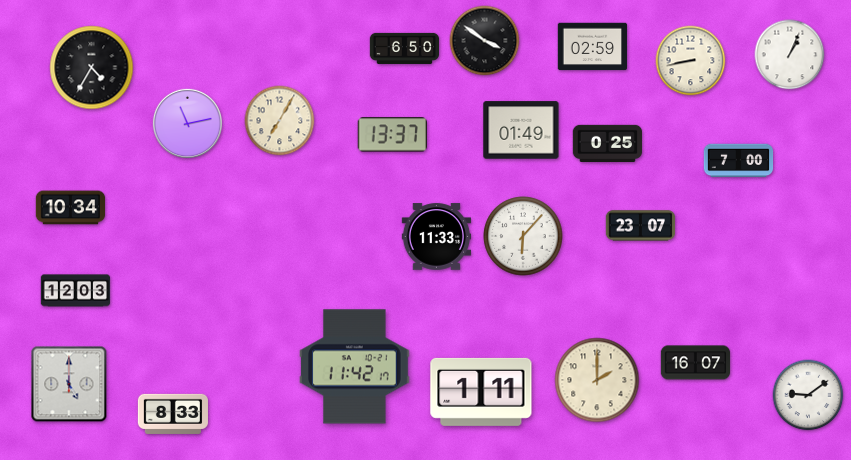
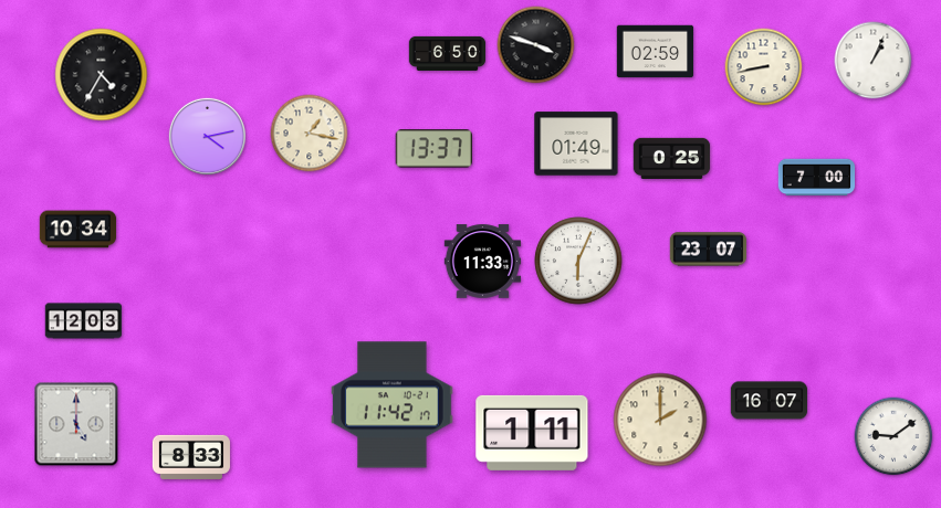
clock at (485, 41): 3:51 -> 3:48
clock at (280, 121): 7:05 -> 1:17
clock at (187, 123): 11:13 -> 4:13
clock at (523, 236): 6:07 -> 6:04
